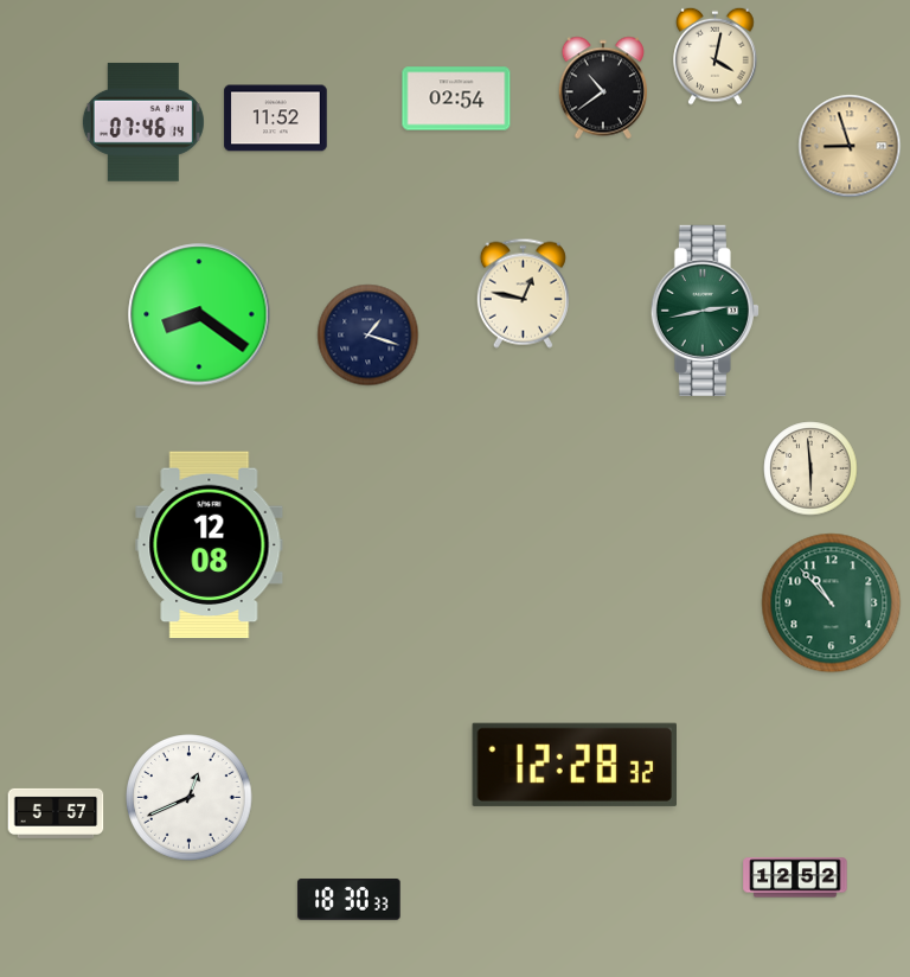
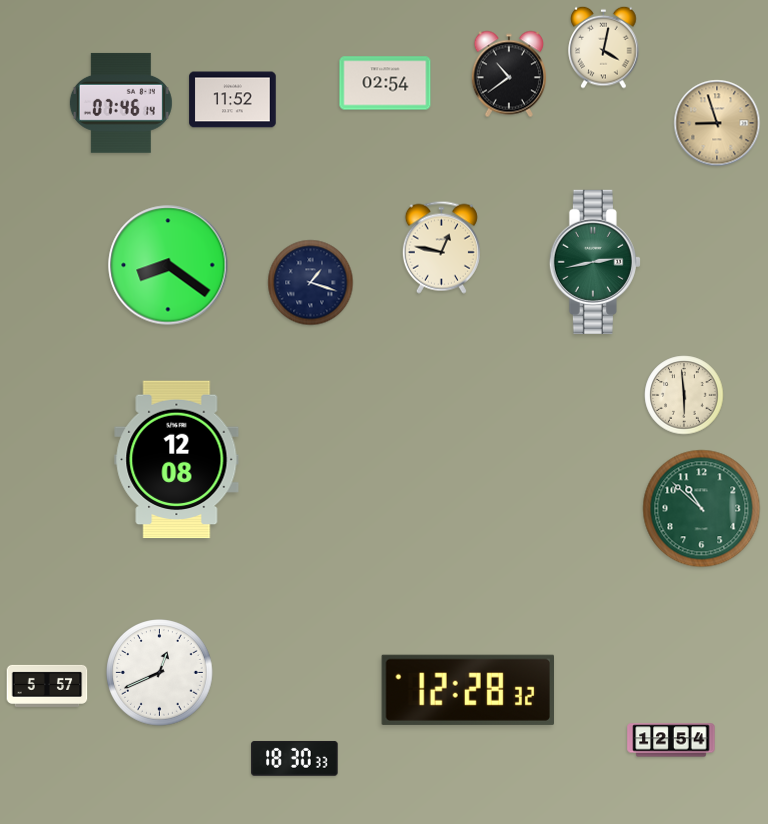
clock at (832, 604): 10:53 -> 10:52
clock at (573, 765) position: (573, 765) -> (467, 690)
clock at (795, 877): 12:52 -> 12:54
